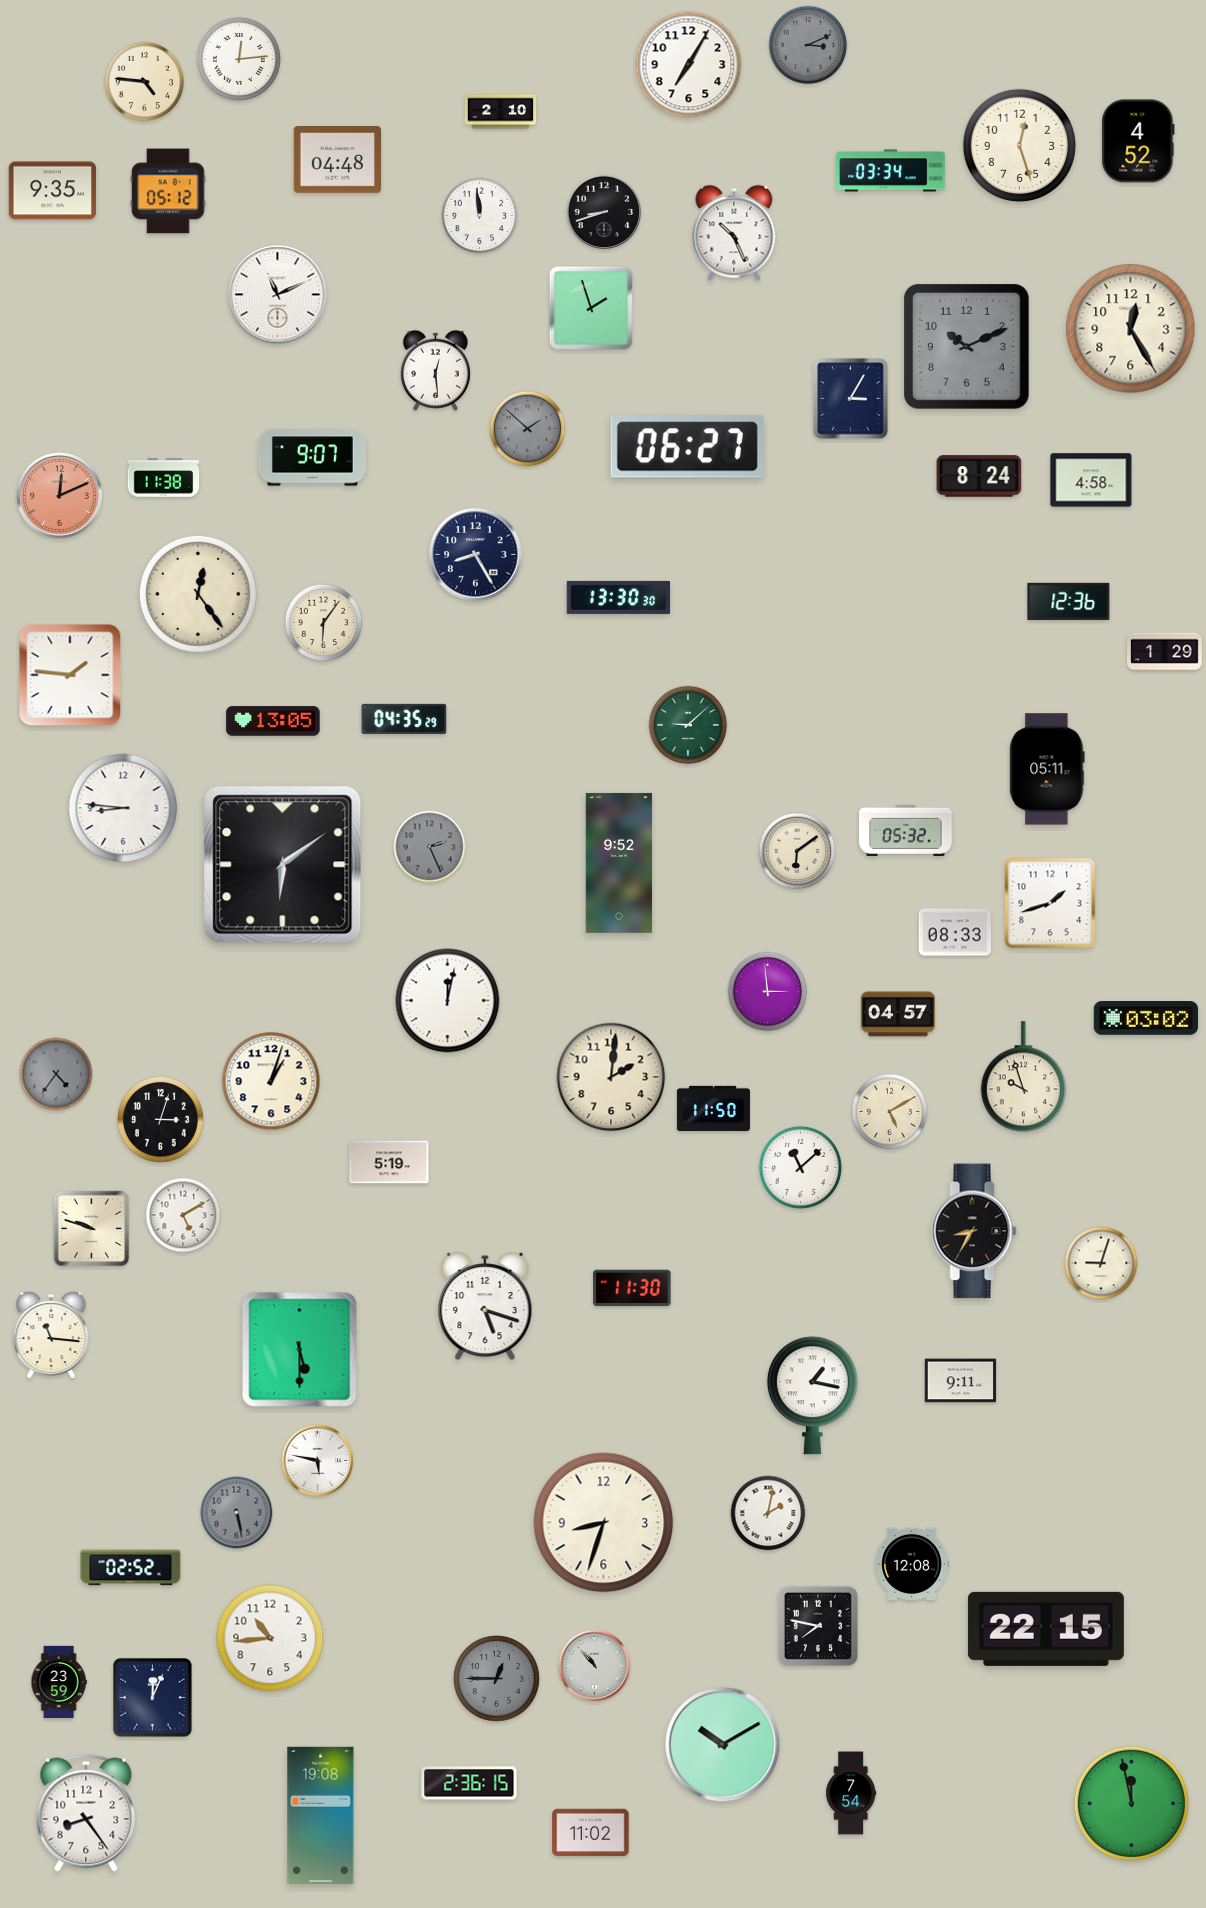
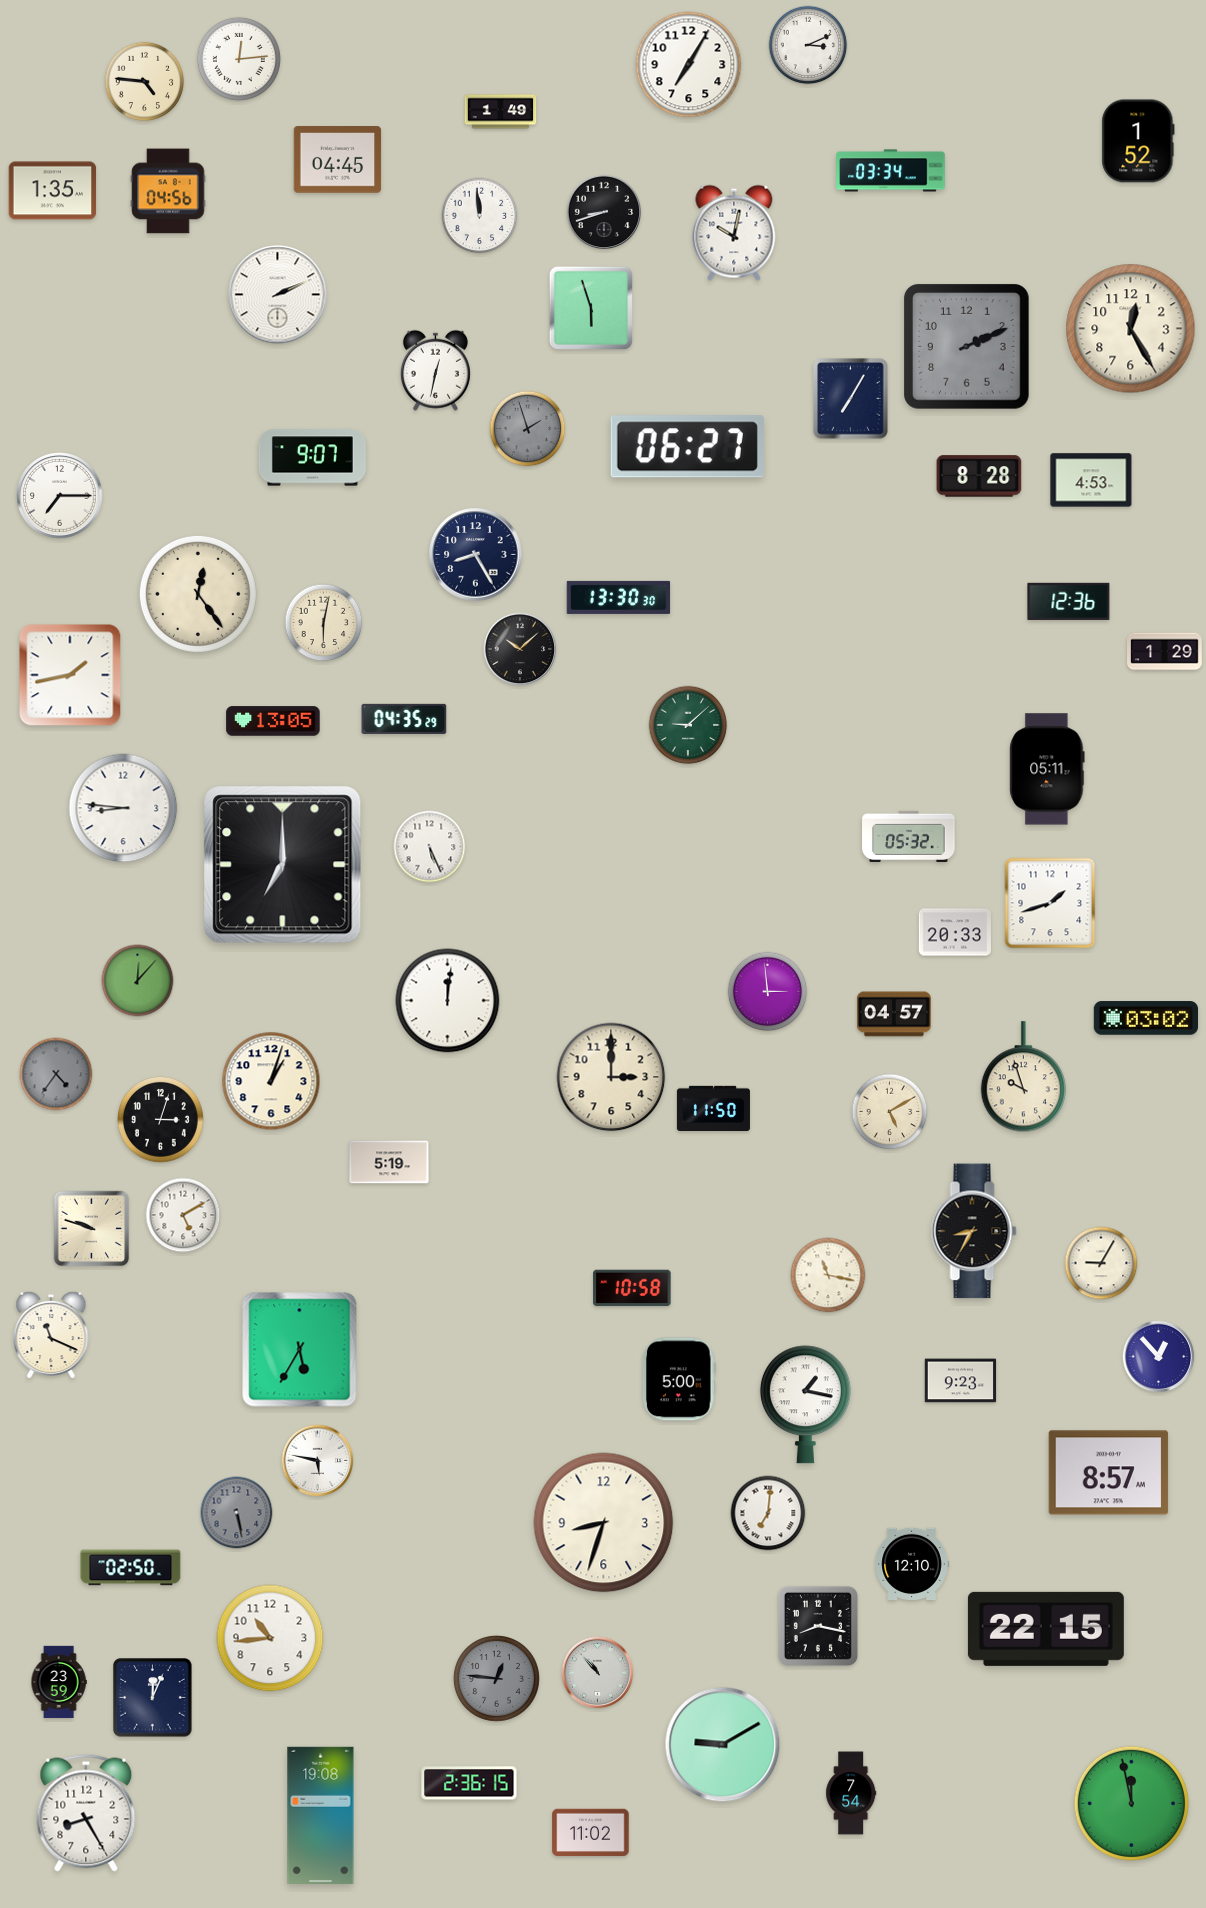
clock at (808, 45) dial: grey -> white
clock at (501, 112): 2:10 -> 1:49
clock at (1138, 141): 4:52 -> 1:52
clock at (1019, 145): 12:27 -> none
clock at (338, 160): 04:48 -> 04:45
clock at (53, 191): 9:35 -> 1:35
clock at (168, 191): 05:12 -> 04:56
clock at (734, 233): 10:26 -> 10:02
clock at (278, 295): 11:11 -> 2:11
clock at (591, 308): 1:57 -> 5:57
clock at (967, 347): 10:11 -> 2:11
clock at (435, 370): 12:29 -> 12:32
clock at (851, 399): 3:05 -> 7:05
clock at (528, 429): 1:52 -> 1:57
clock at (979, 476): 8:24 -> 8:28
clock at (164, 478): 11:38 -> none
clock at (1091, 480): 4:58 -> 4:53
clock at (60, 496): 12:11 -> 7:15
clock at (60, 496) dial: salmon -> white
clock at (324, 623): 6:06 -> 6:02
clock at (520, 649): none -> 10:08
clock at (70, 675): 1:46 -> 1:43
clock at (906, 830) position: (906, 830) -> (909, 836)
clock at (430, 847): 2:26 -> 5:26
clock at (430, 847) dial: grey -> white
clock at (797, 851): 6:09 -> none
clock at (619, 863): 9:52 -> none
clock at (283, 865): 6:09 -> 7:00
clock at (954, 932): 08:33 -> 20:33
clock at (138, 981): none -> 12:07
clock at (448, 1001): 12:02 -> 12:01
clock at (898, 1014) position: (898, 1014) -> (894, 1014)
clock at (611, 1077): 2:01 -> 3:00
clock at (800, 1167): 11:08 -> none
clock at (1101, 1263): 9:03 -> 9:05
clock at (828, 1275): none -> 11:17
clock at (632, 1288): 11:30 -> 10:58
clock at (485, 1306): 5:18 -> none
clock at (51, 1335): 11:16 -> 11:19
clock at (300, 1350): 5:30 -> 5:35
clock at (1159, 1357): none -> 12:53
clock at (679, 1379): none -> 5:00
clock at (961, 1381): 9:11 -> 9:23
clock at (812, 1396) position: (812, 1396) -> (805, 1405)
clock at (1109, 1473): none -> 8:57
clock at (768, 1513): 2:02 -> 7:01
clock at (912, 1564): 12:08 -> 12:10
clock at (131, 1568): 02:52 -> 02:50
clock at (818, 1626): 7:47 -> 8:17
clock at (595, 1666) position: (595, 1666) -> (598, 1673)
clock at (497, 1679): 12:45 -> 12:46
clock at (723, 1745): 10:10 -> 9:10
clock at (86, 1813): 8:24 -> 8:25
